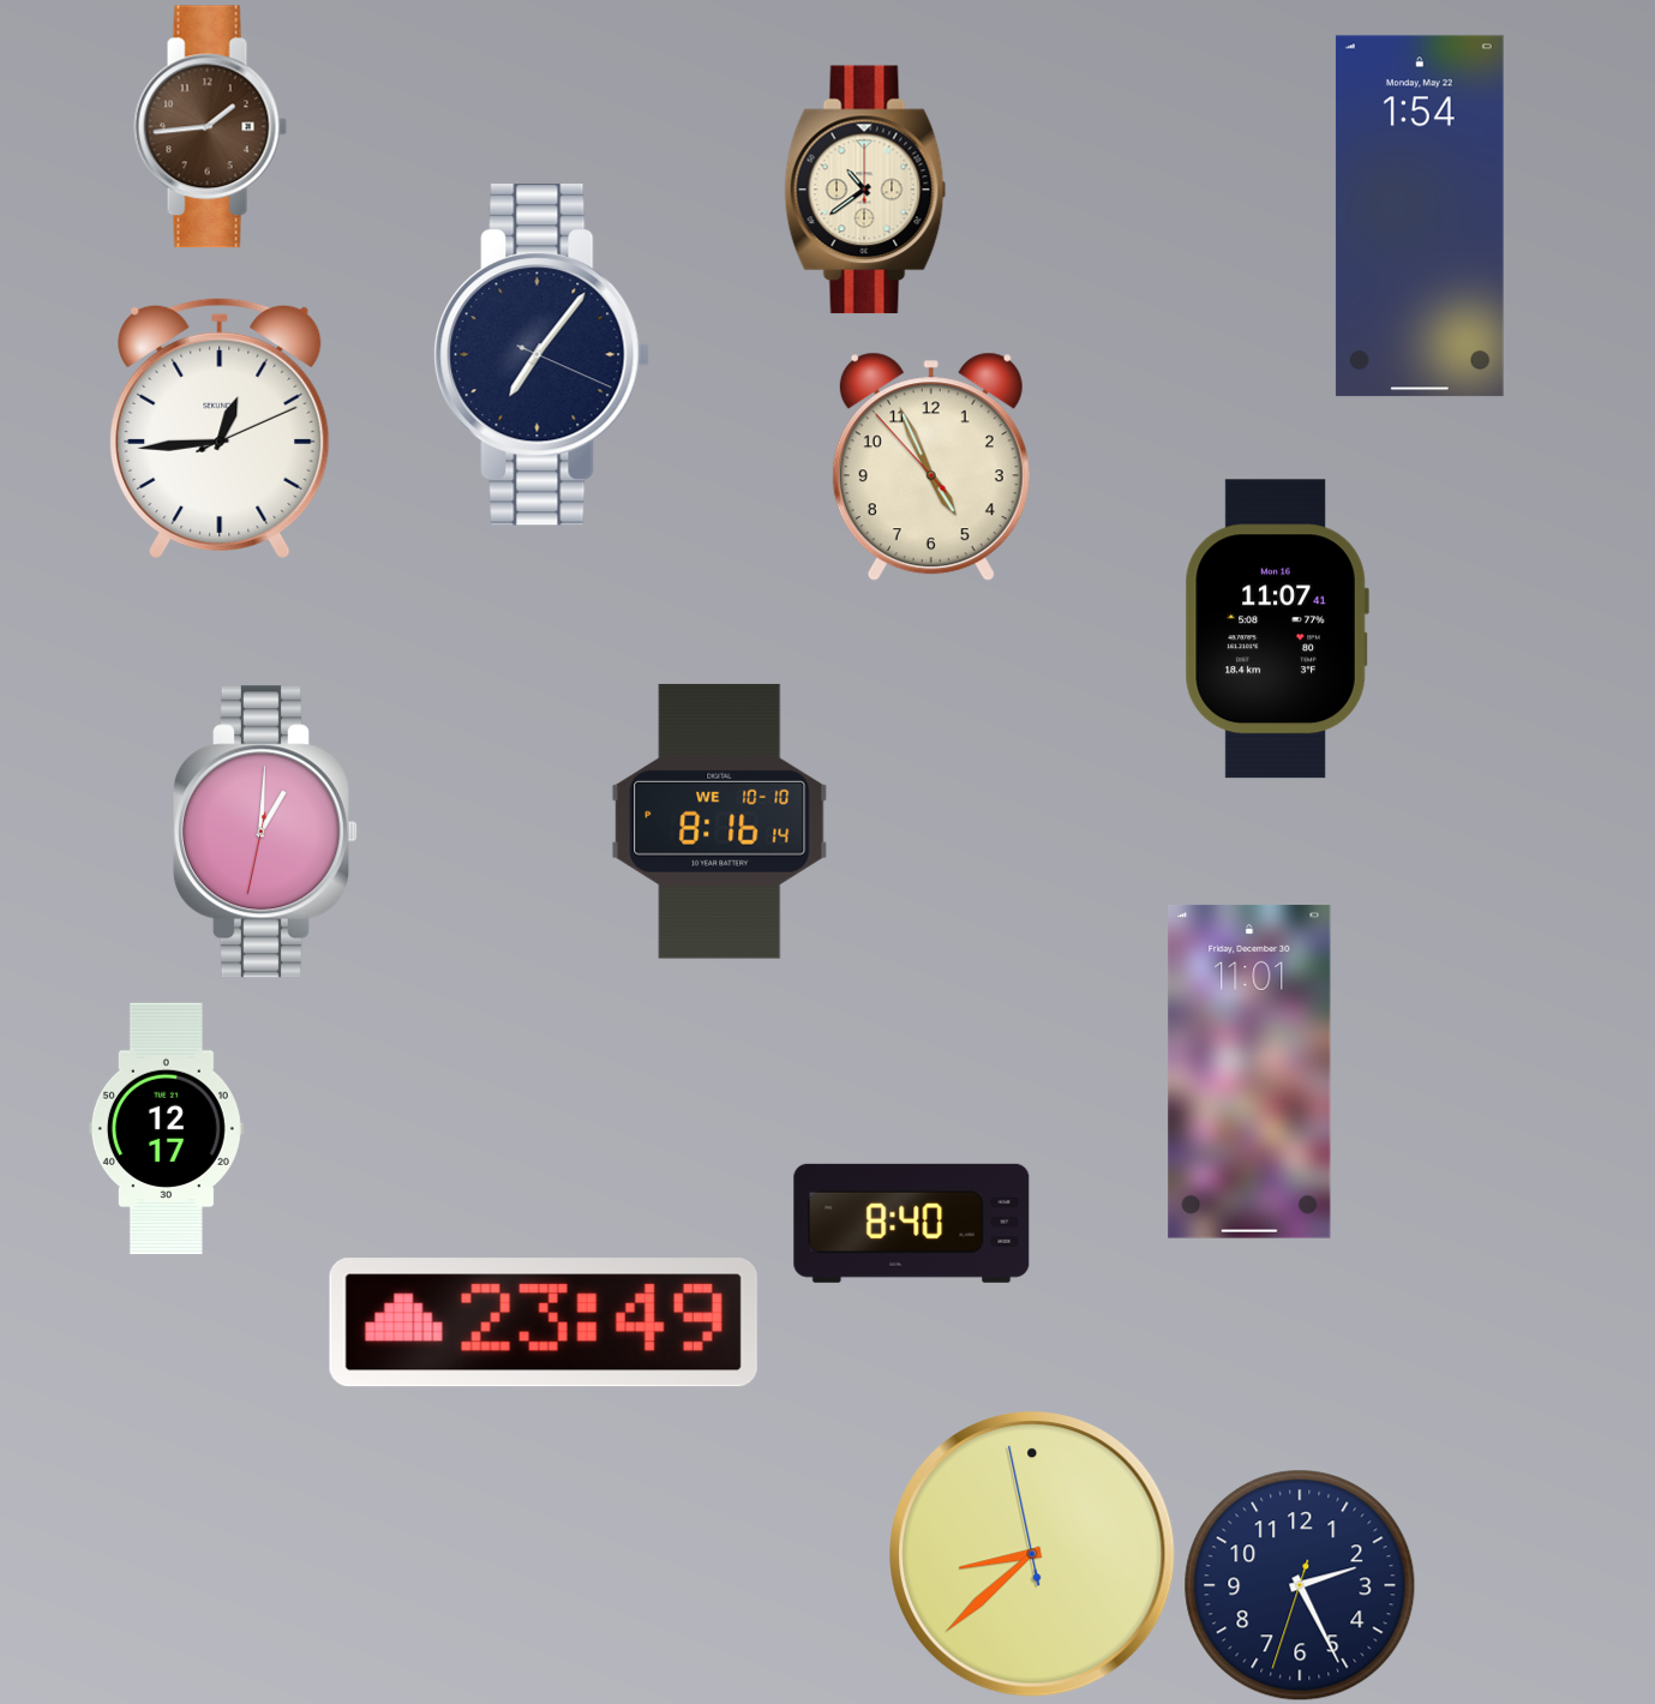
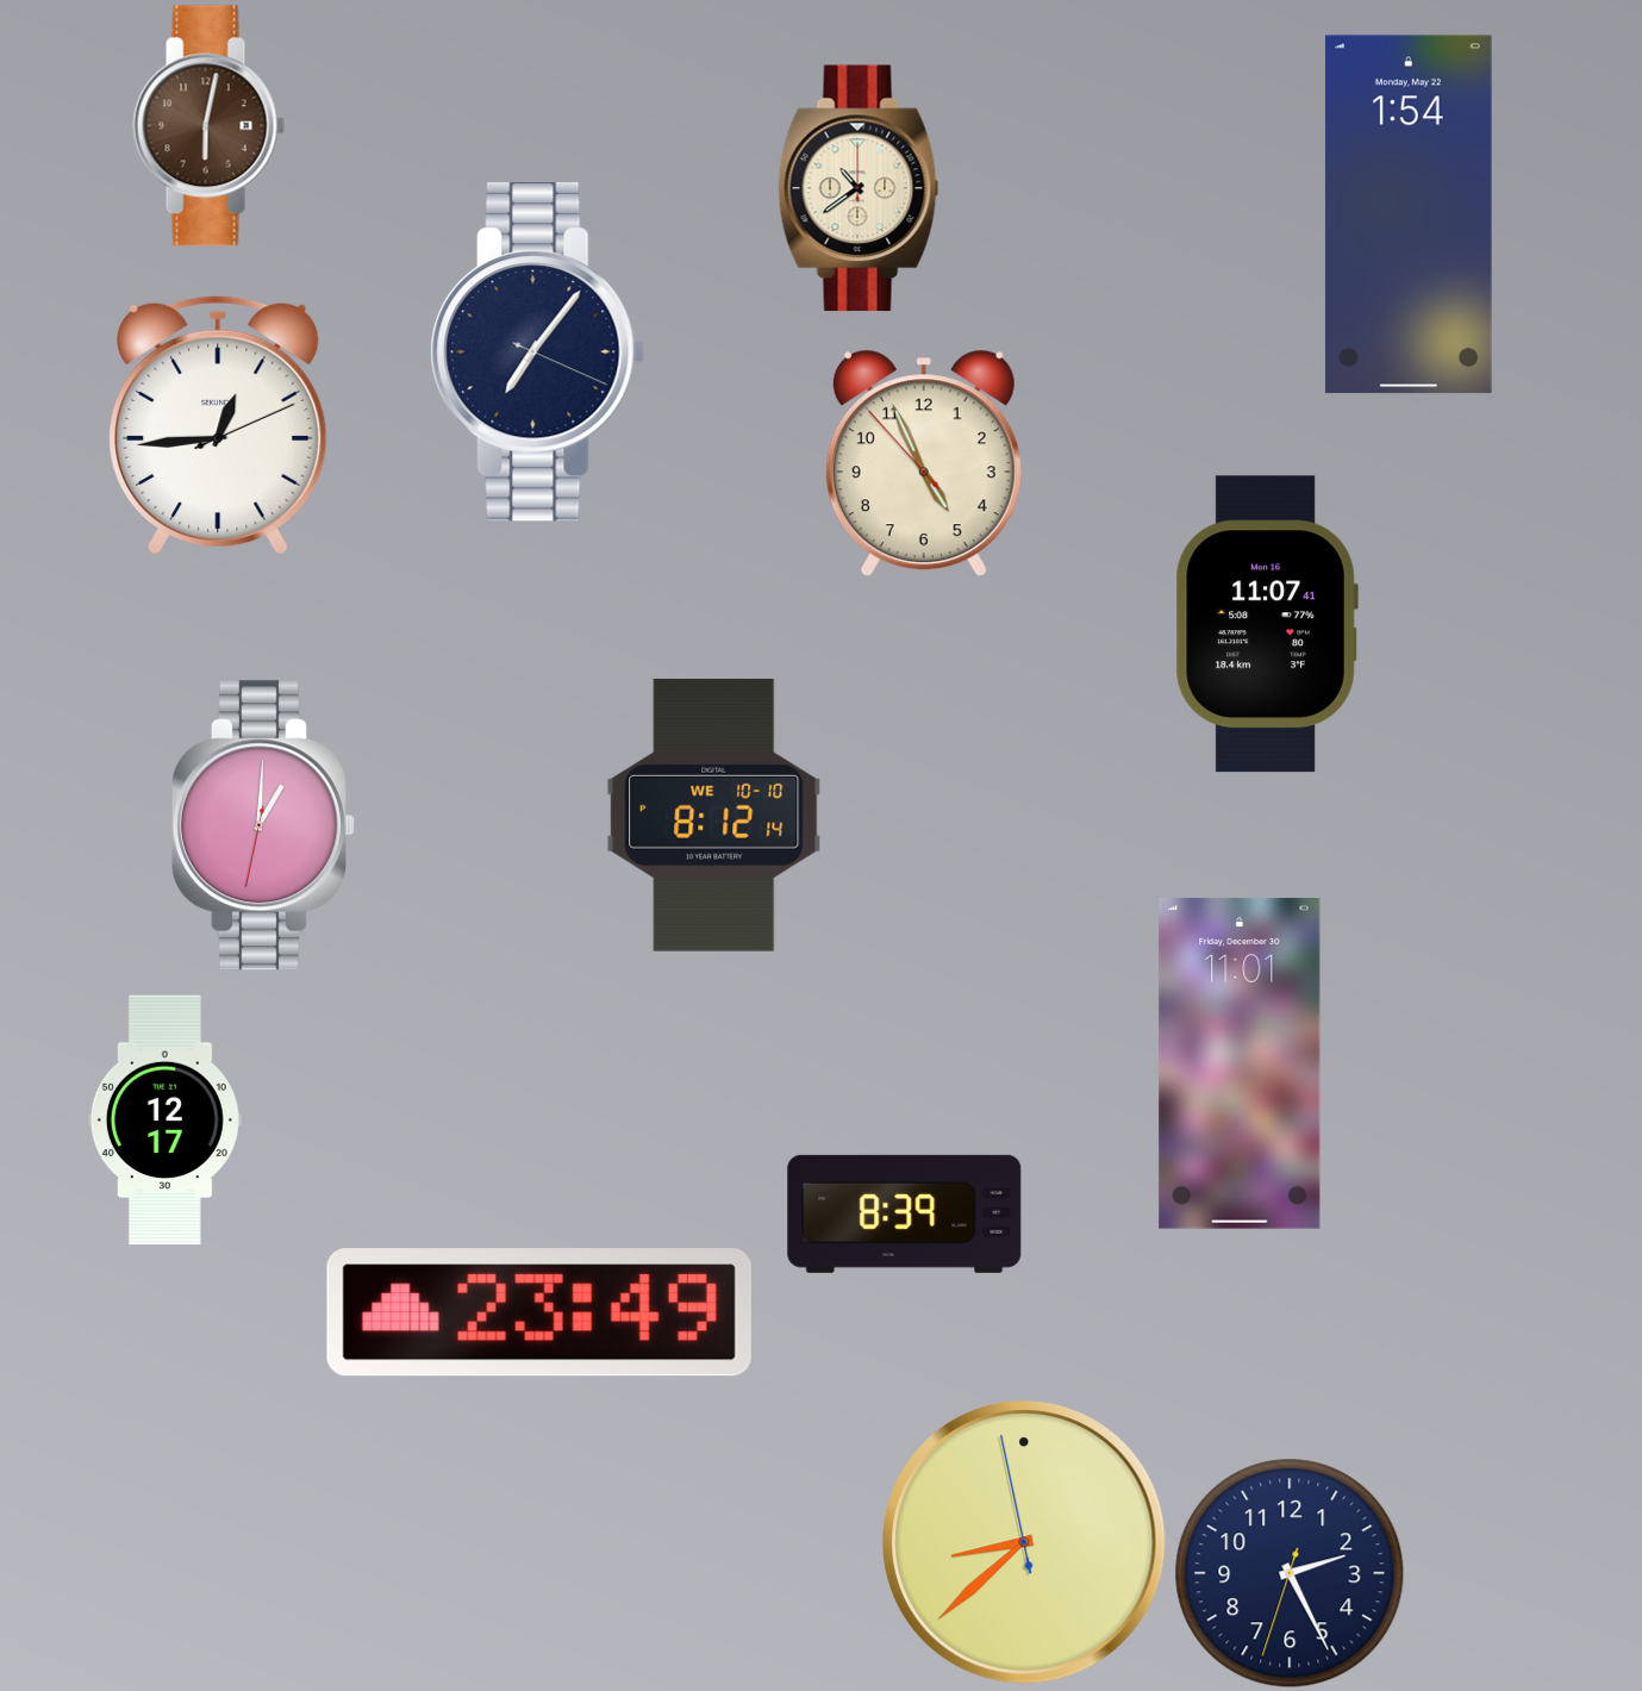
clock at (211, 127): 1:44 -> 6:02
clock at (720, 821): 8:16 -> 8:12
clock at (912, 1223): 8:40 -> 8:39
